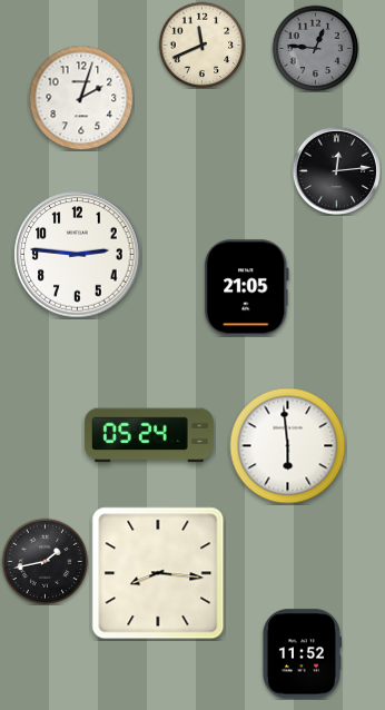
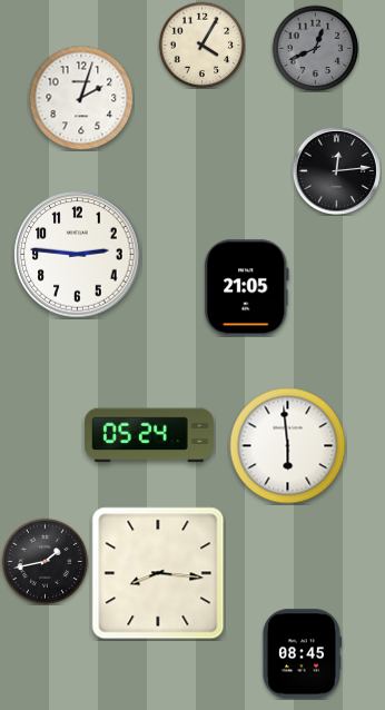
clock at (201, 45): 11:41 -> 4:05
clock at (315, 48): 12:46 -> 12:41
clock at (302, 654): 11:52 -> 08:45
